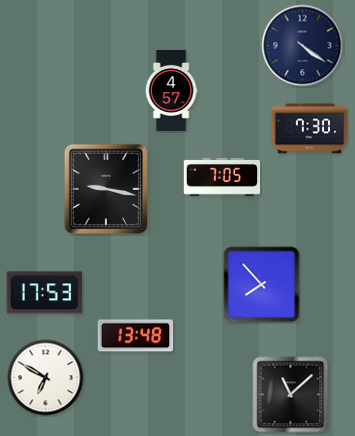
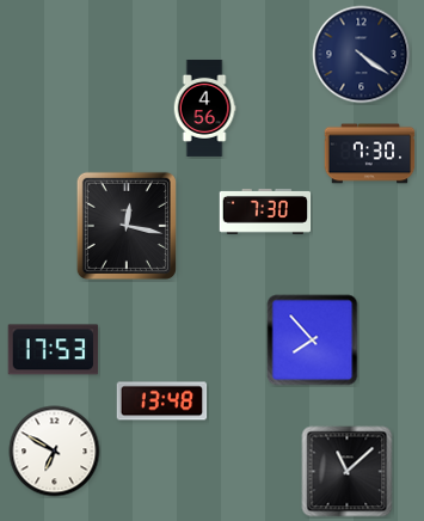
clock at (171, 90): 4:57 -> 4:56
clock at (222, 178): 7:05 -> 7:30
clock at (106, 189): 9:17 -> 12:17
